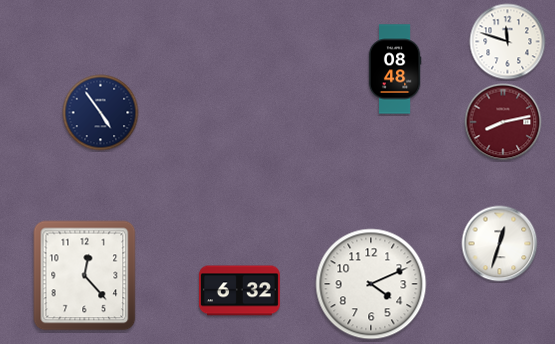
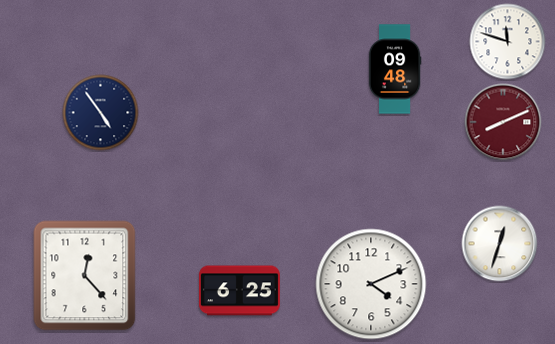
clock at (395, 69): 08:48 -> 09:48
clock at (503, 122): 8:13 -> 8:11
clock at (239, 291): 6:32 -> 6:25
